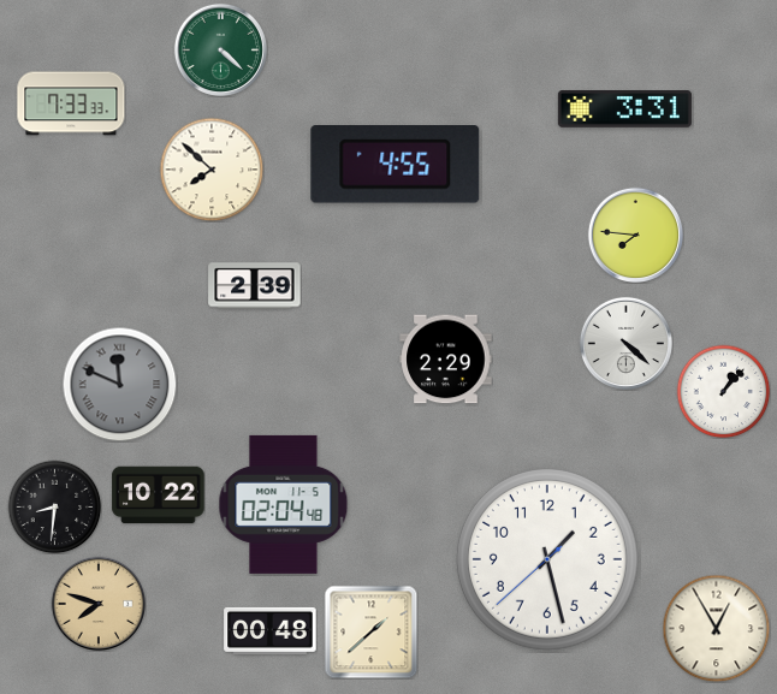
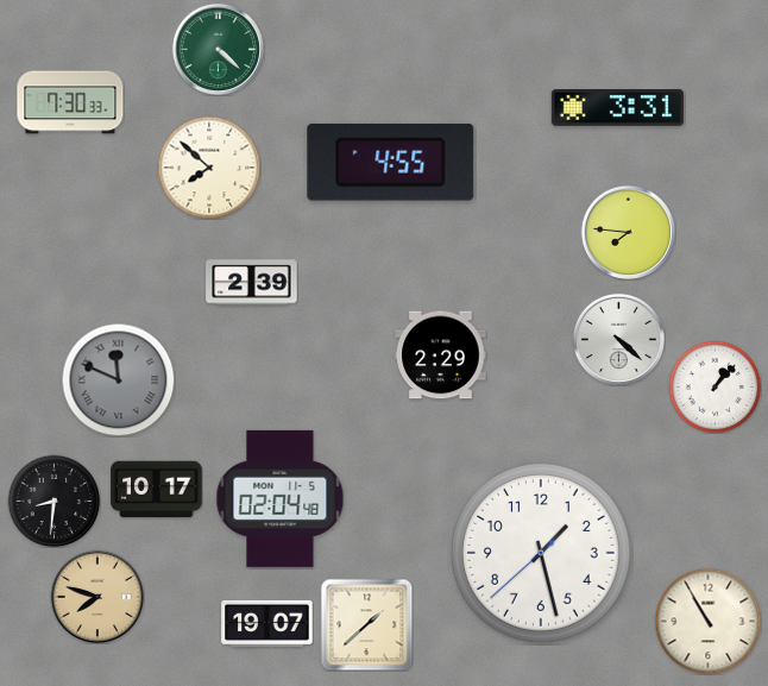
clock at (71, 103): 7:33 -> 7:30
clock at (159, 496): 10:22 -> 10:17
clock at (716, 628): 12:55 -> 10:55
clock at (271, 630): 00:48 -> 19:07
